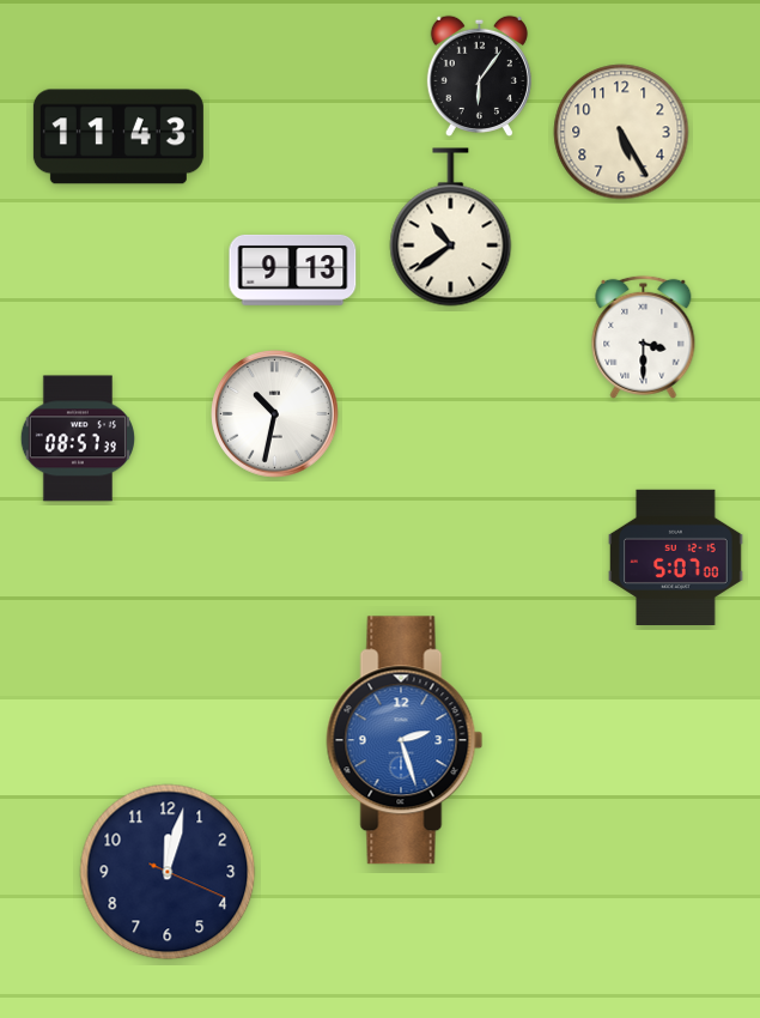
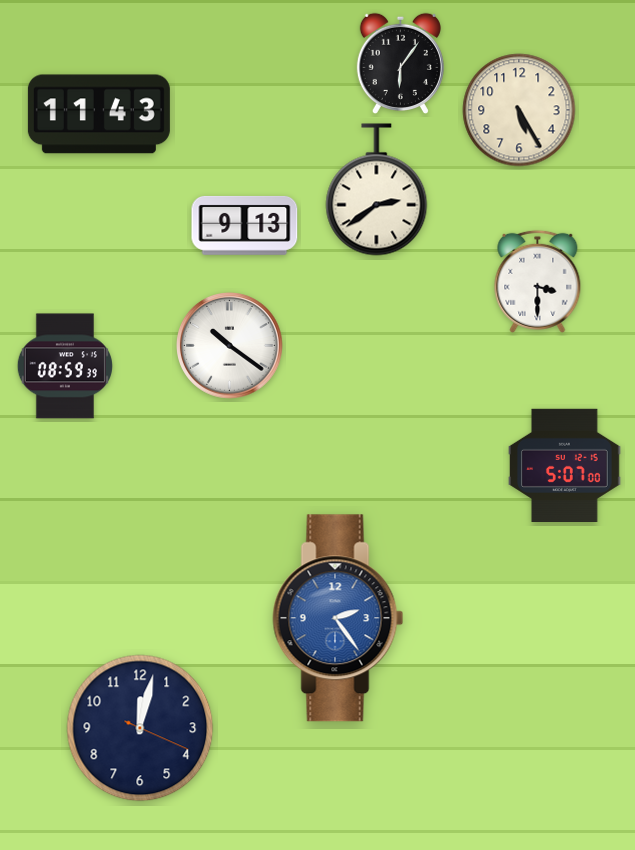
clock at (451, 228): 10:39 -> 2:39
clock at (275, 414): 10:32 -> 10:21
clock at (78, 438): 08:57 -> 08:59
clock at (405, 740): 2:27 -> 2:24
